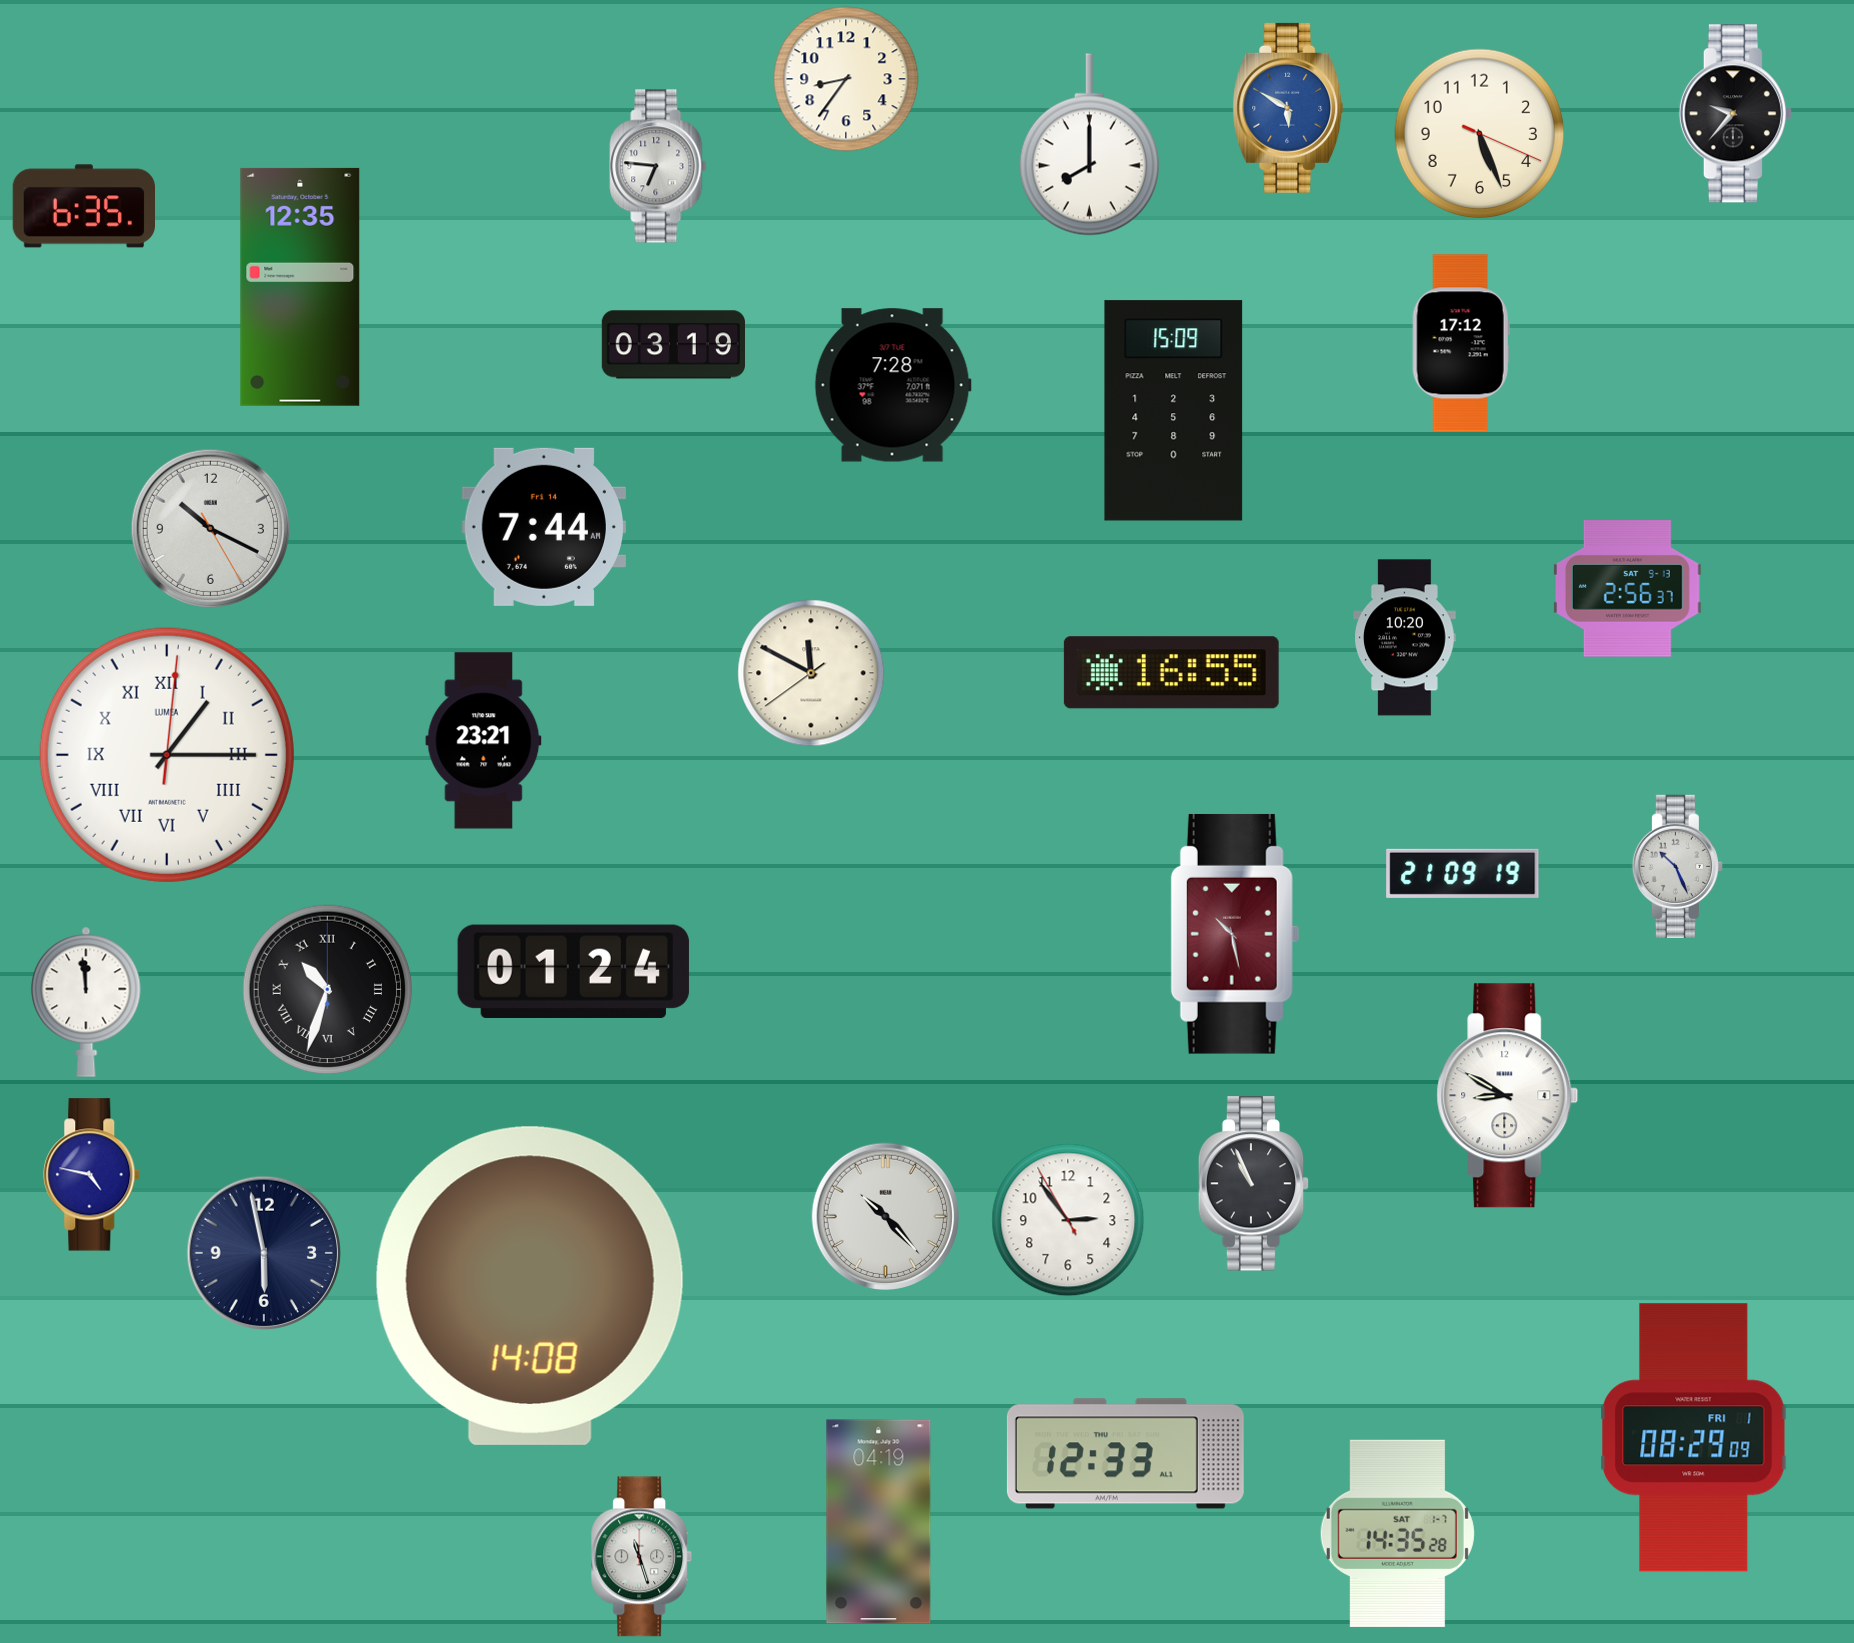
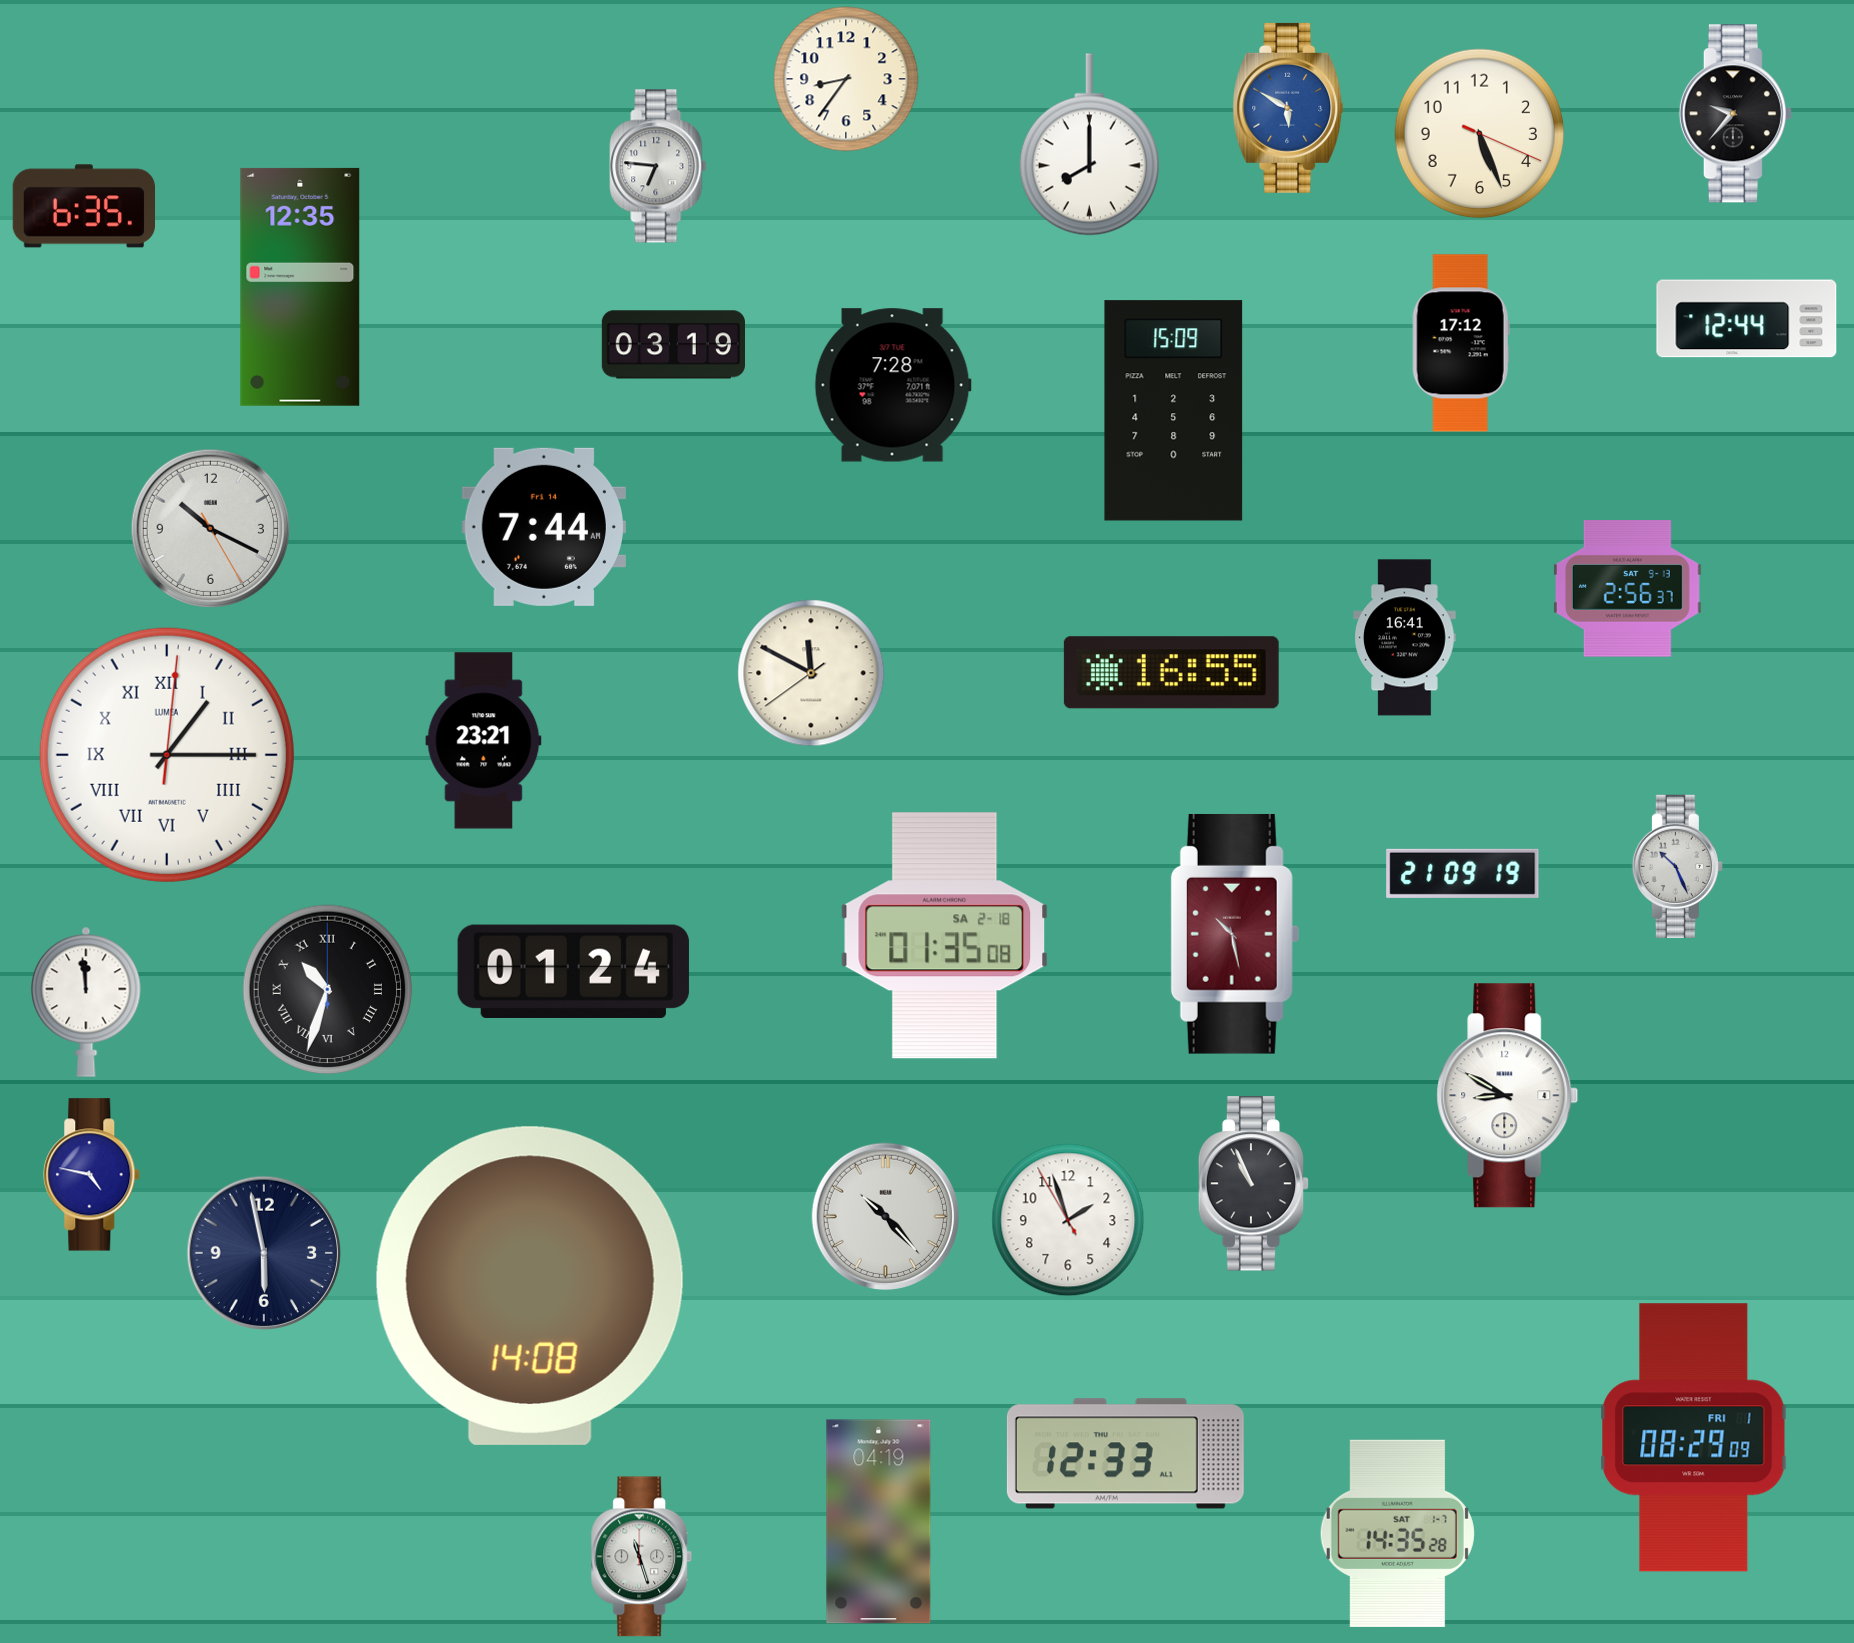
clock at (1747, 319): none -> 12:44
clock at (1405, 638): 10:20 -> 16:41
clock at (945, 936): none -> 01:35
clock at (1068, 1220): 2:53 -> 1:56
